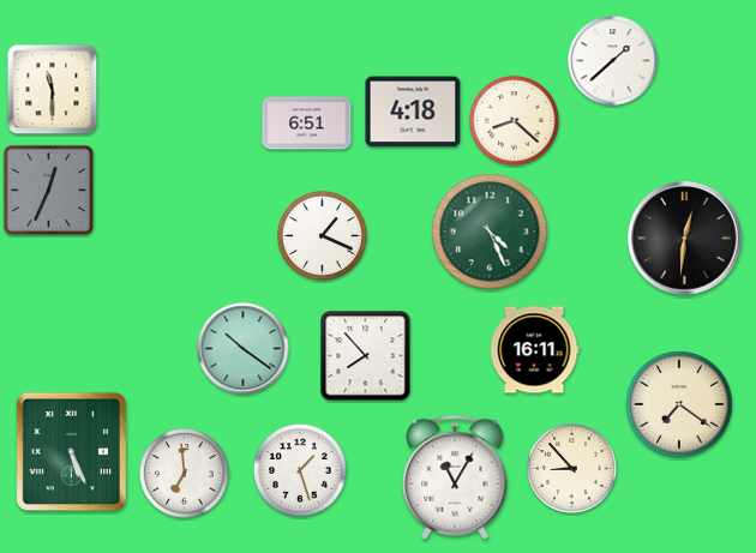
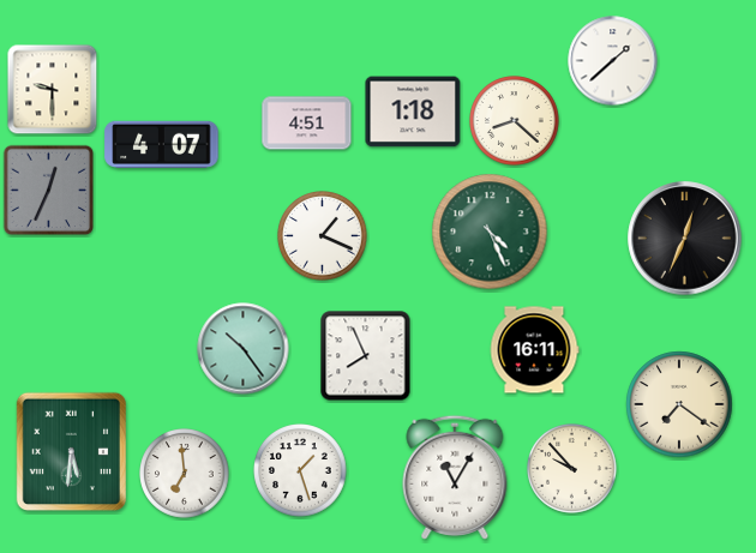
clock at (53, 90): 11:30 -> 9:30
clock at (413, 112): 4:18 -> 1:18
clock at (307, 124): 6:51 -> 4:51
clock at (162, 144): none -> 4:07
clock at (685, 239): 12:31 -> 12:34
clock at (244, 349): 10:21 -> 10:24
clock at (366, 356): 7:53 -> 7:56
clock at (71, 452): 5:26 -> 5:31
clock at (572, 469): 8:53 -> 9:53
